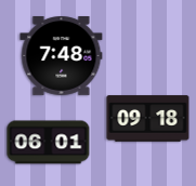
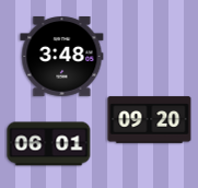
clock at (62, 56): 7:48 -> 3:48
clock at (148, 119): 09:18 -> 09:20
